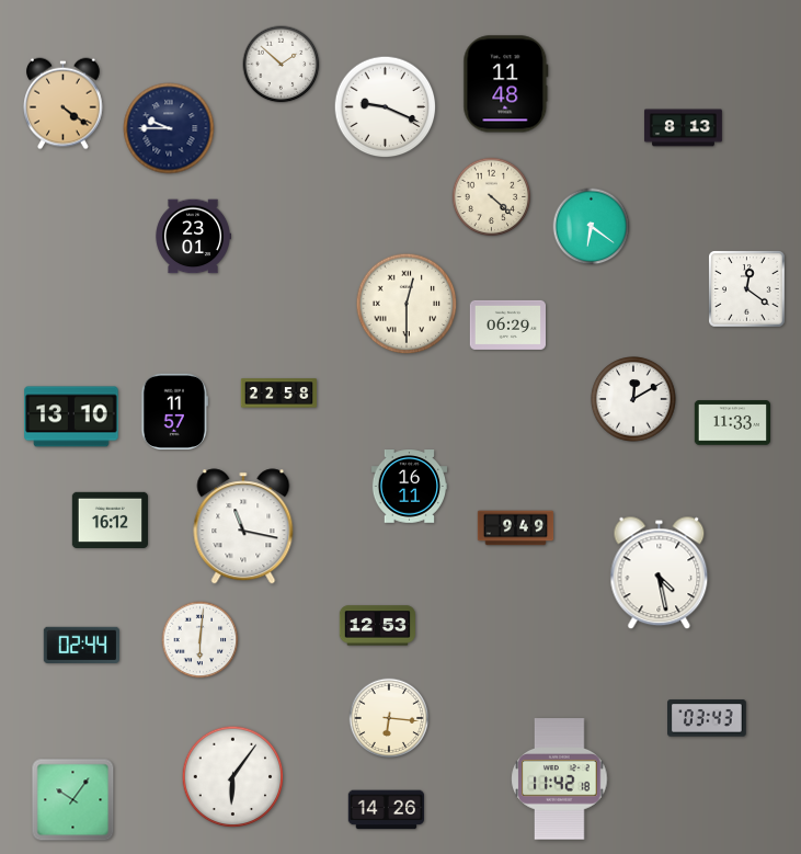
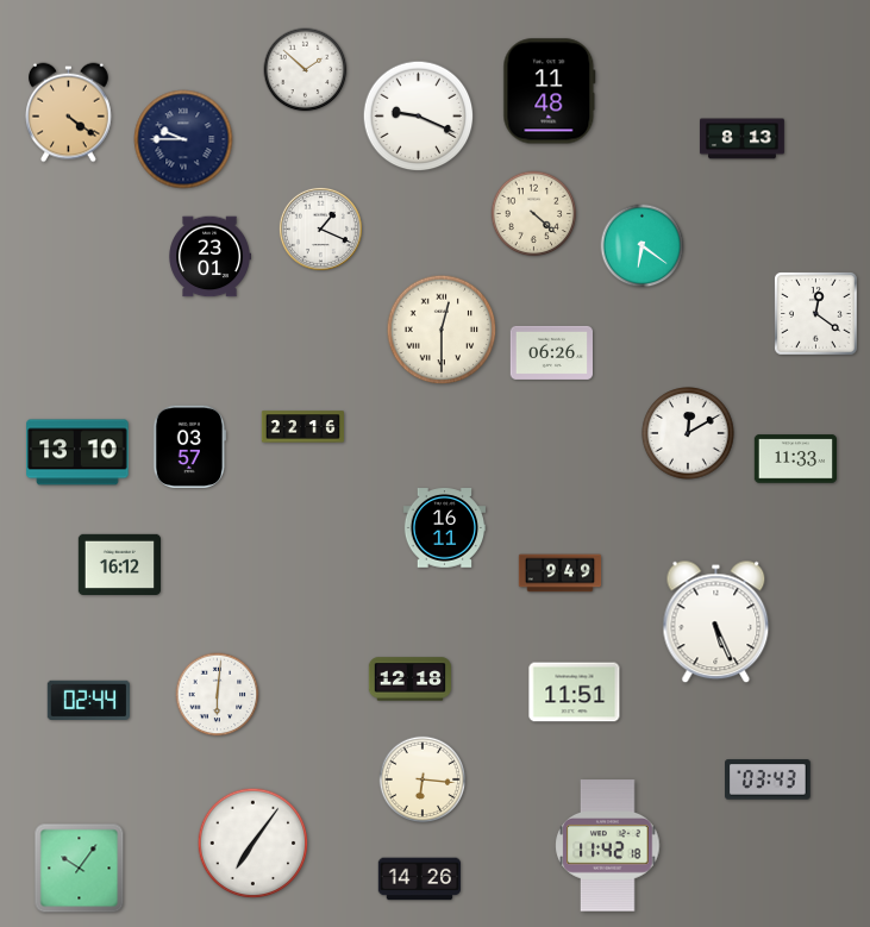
clock at (320, 228): none -> 1:19
clock at (747, 289) position: (747, 289) -> (816, 314)
clock at (507, 324): 06:29 -> 06:26
clock at (278, 394): 22:58 -> 22:16
clock at (174, 411): 11:57 -> 03:57
clock at (243, 526): 11:17 -> none
clock at (660, 573): 4:28 -> 5:26
clock at (378, 626): 12:53 -> 12:18
clock at (575, 693): none -> 11:51
clock at (233, 777): 6:06 -> 7:06
